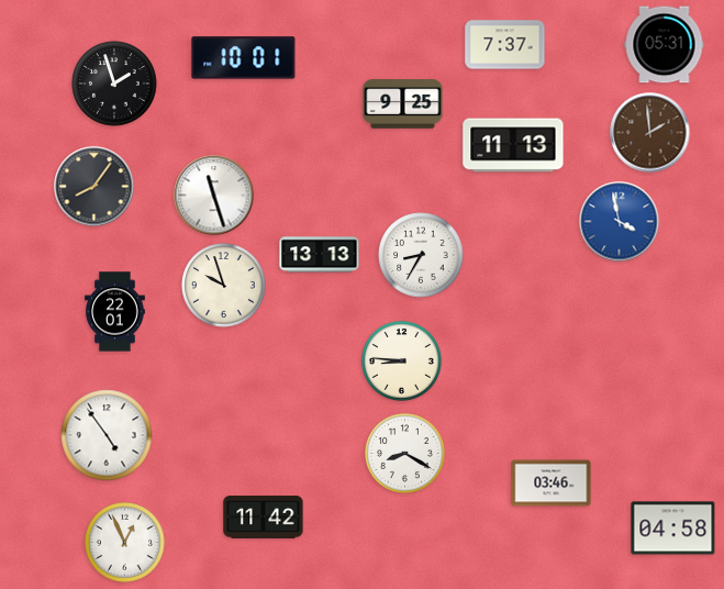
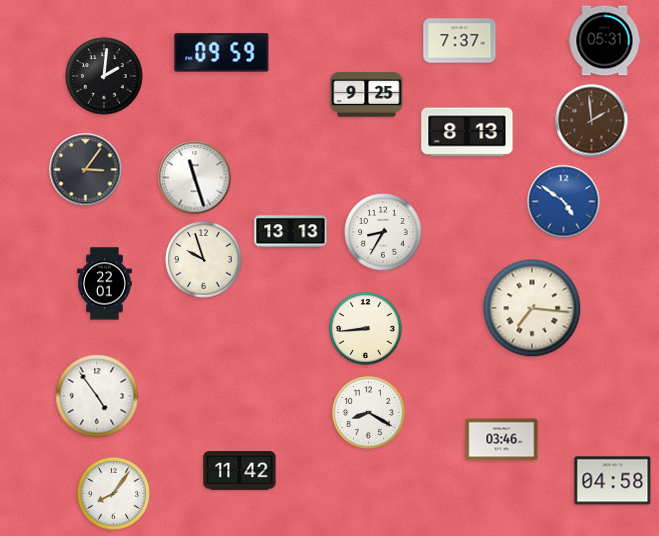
clock at (244, 58): 10:01 -> 09:59
clock at (114, 84): 1:57 -> 2:01
clock at (513, 145): 11:13 -> 8:13
clock at (94, 187): 8:06 -> 3:06
clock at (620, 222): 3:58 -> 4:51
clock at (532, 308): none -> 7:16
clock at (402, 362): 8:46 -> 8:44
clock at (125, 543): 12:56 -> 8:06
